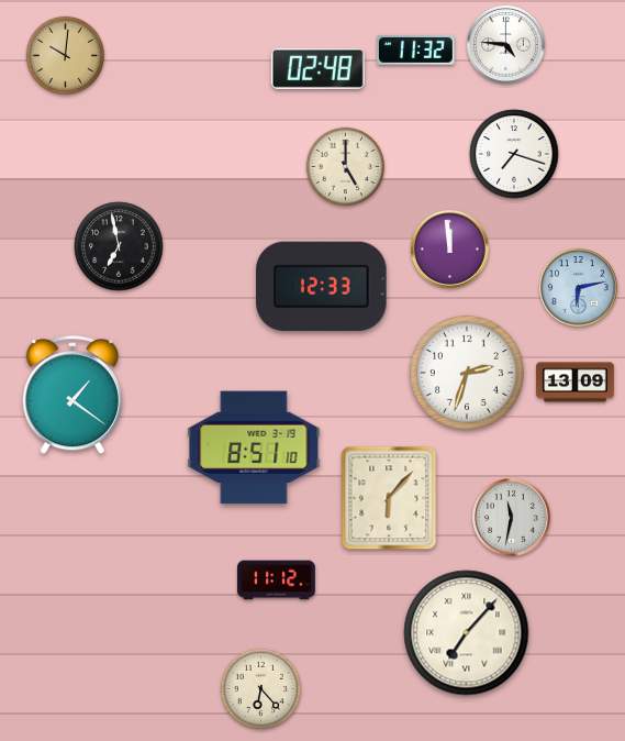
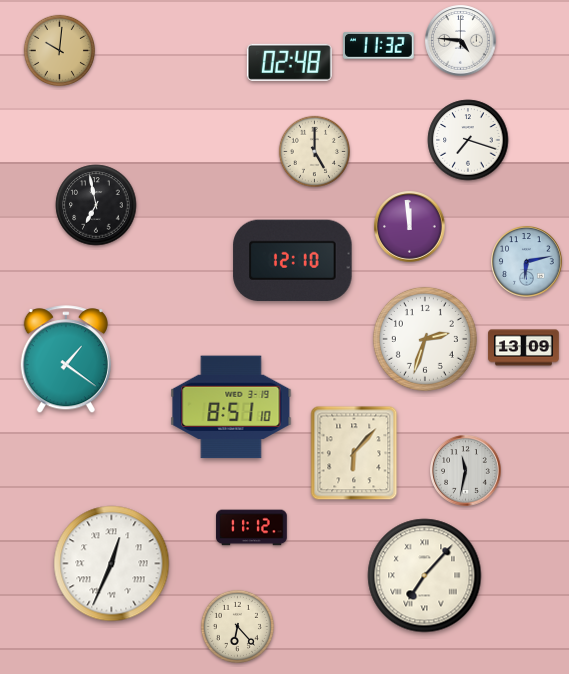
clock at (119, 246) position: (119, 246) -> (96, 205)
clock at (322, 287): 12:33 -> 12:10
clock at (112, 564): none -> 12:34
